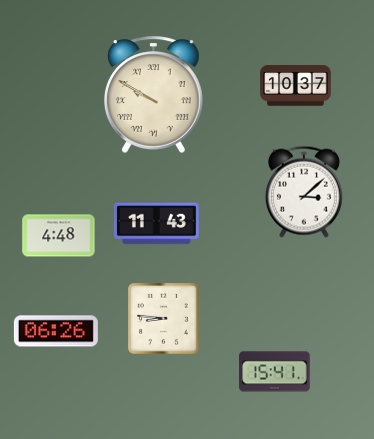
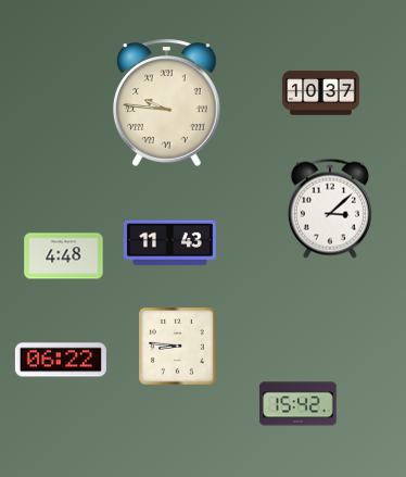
clock at (154, 94): 9:50 -> 9:46
clock at (56, 331): 06:26 -> 06:22
clock at (275, 372): 15:41 -> 15:42
